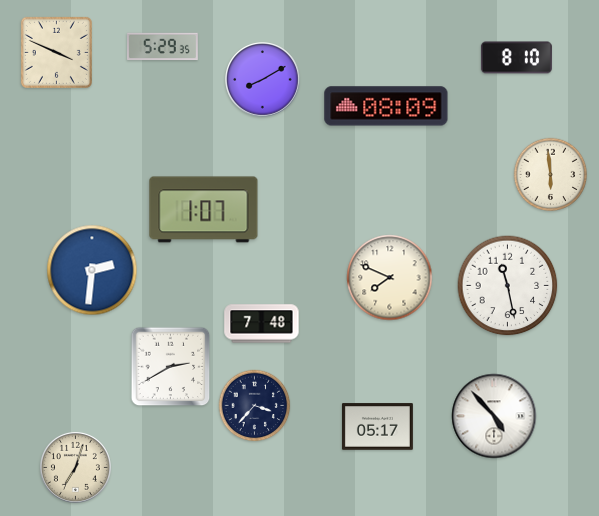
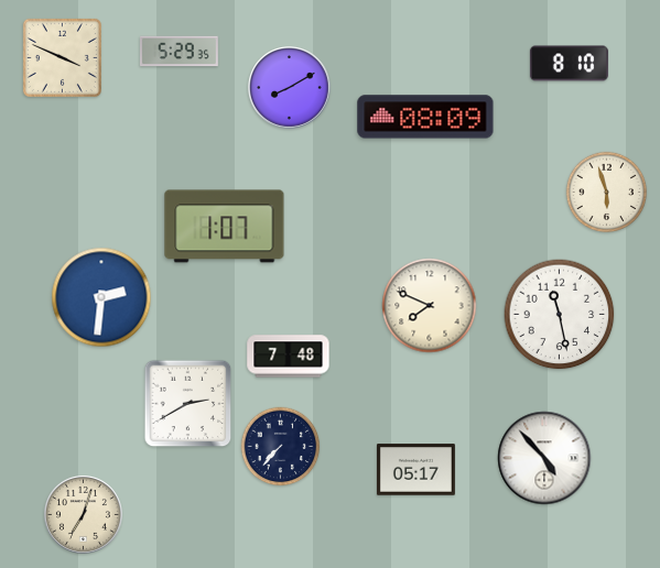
clock at (551, 175): 5:59 -> 5:57
clock at (204, 210) position: (204, 210) -> (225, 227)
clock at (255, 406): 3:37 -> 7:37
